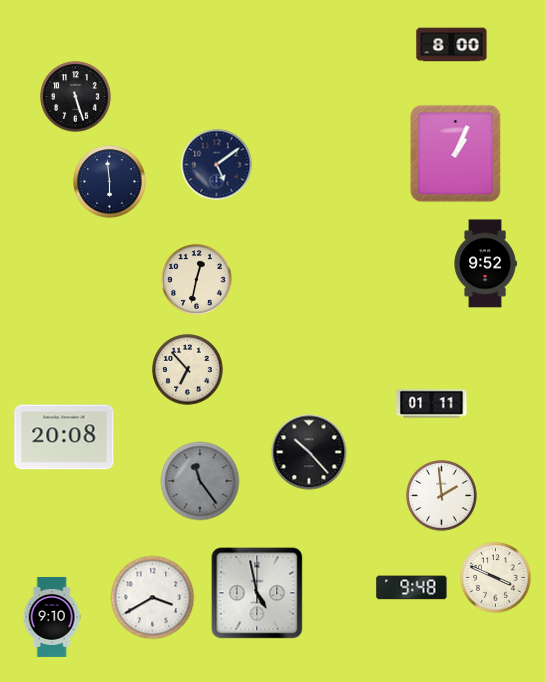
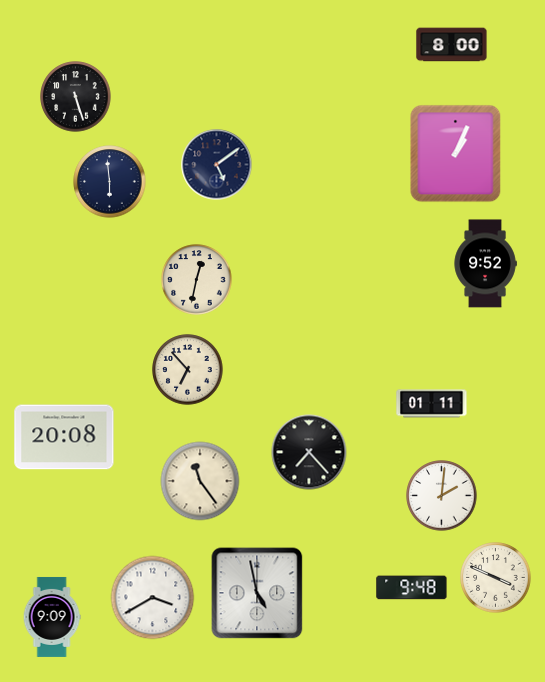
clock at (309, 452): 10:23 -> 7:23
clock at (200, 481) dial: grey -> cream
clock at (442, 496): 1:59 -> 2:01
clock at (52, 617): 9:10 -> 9:09
